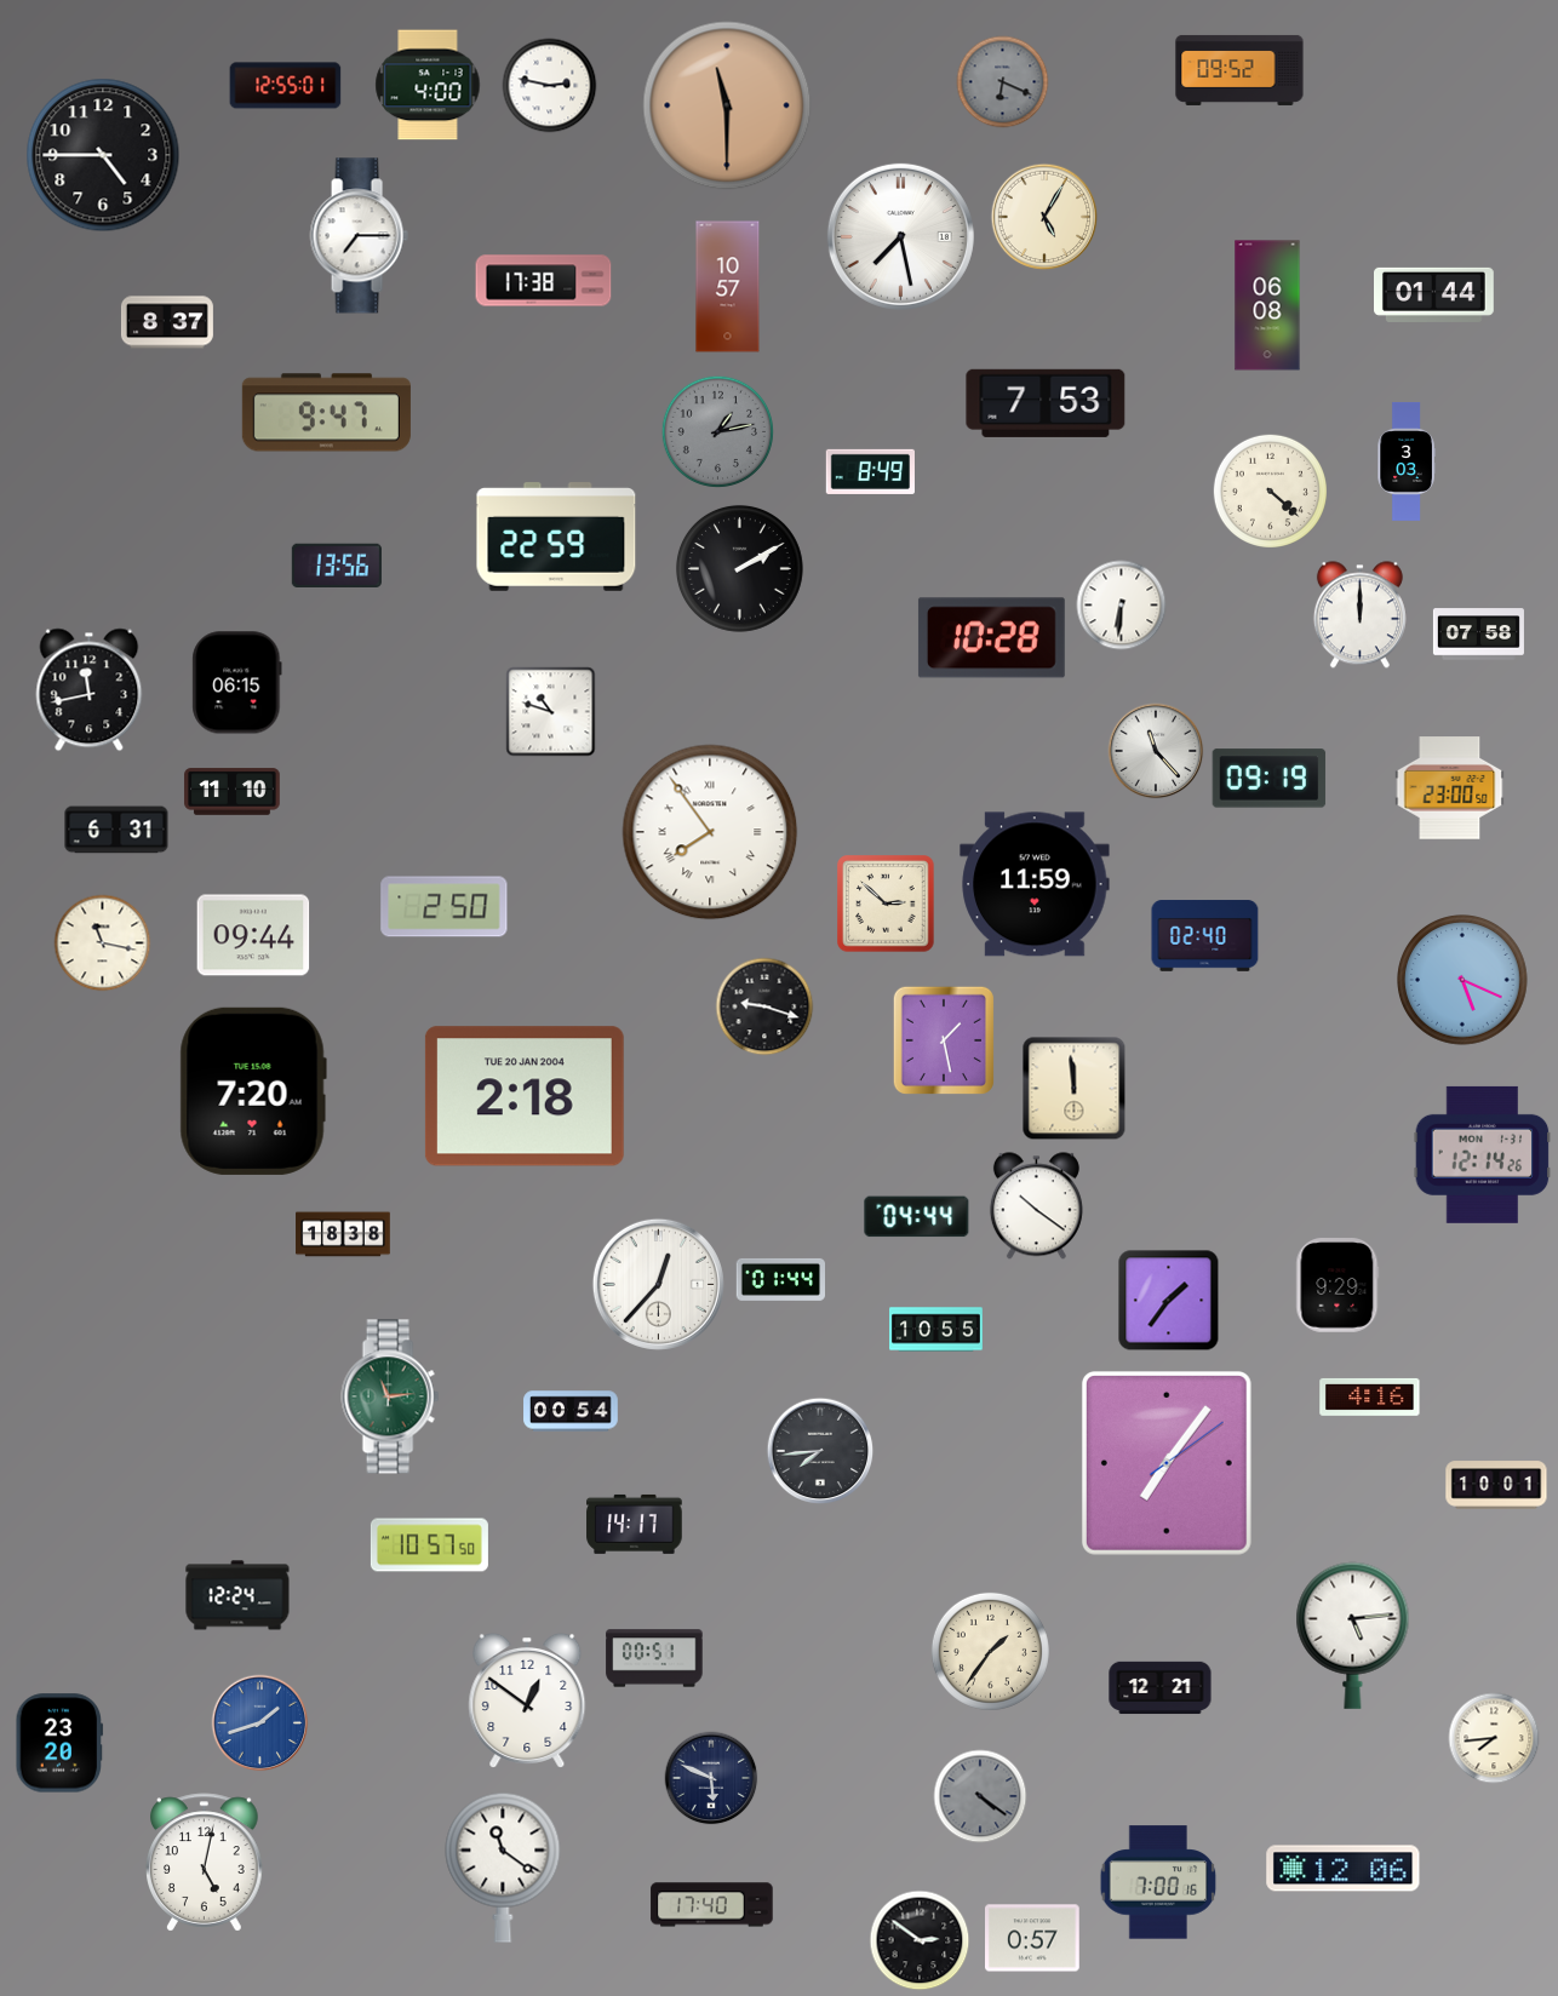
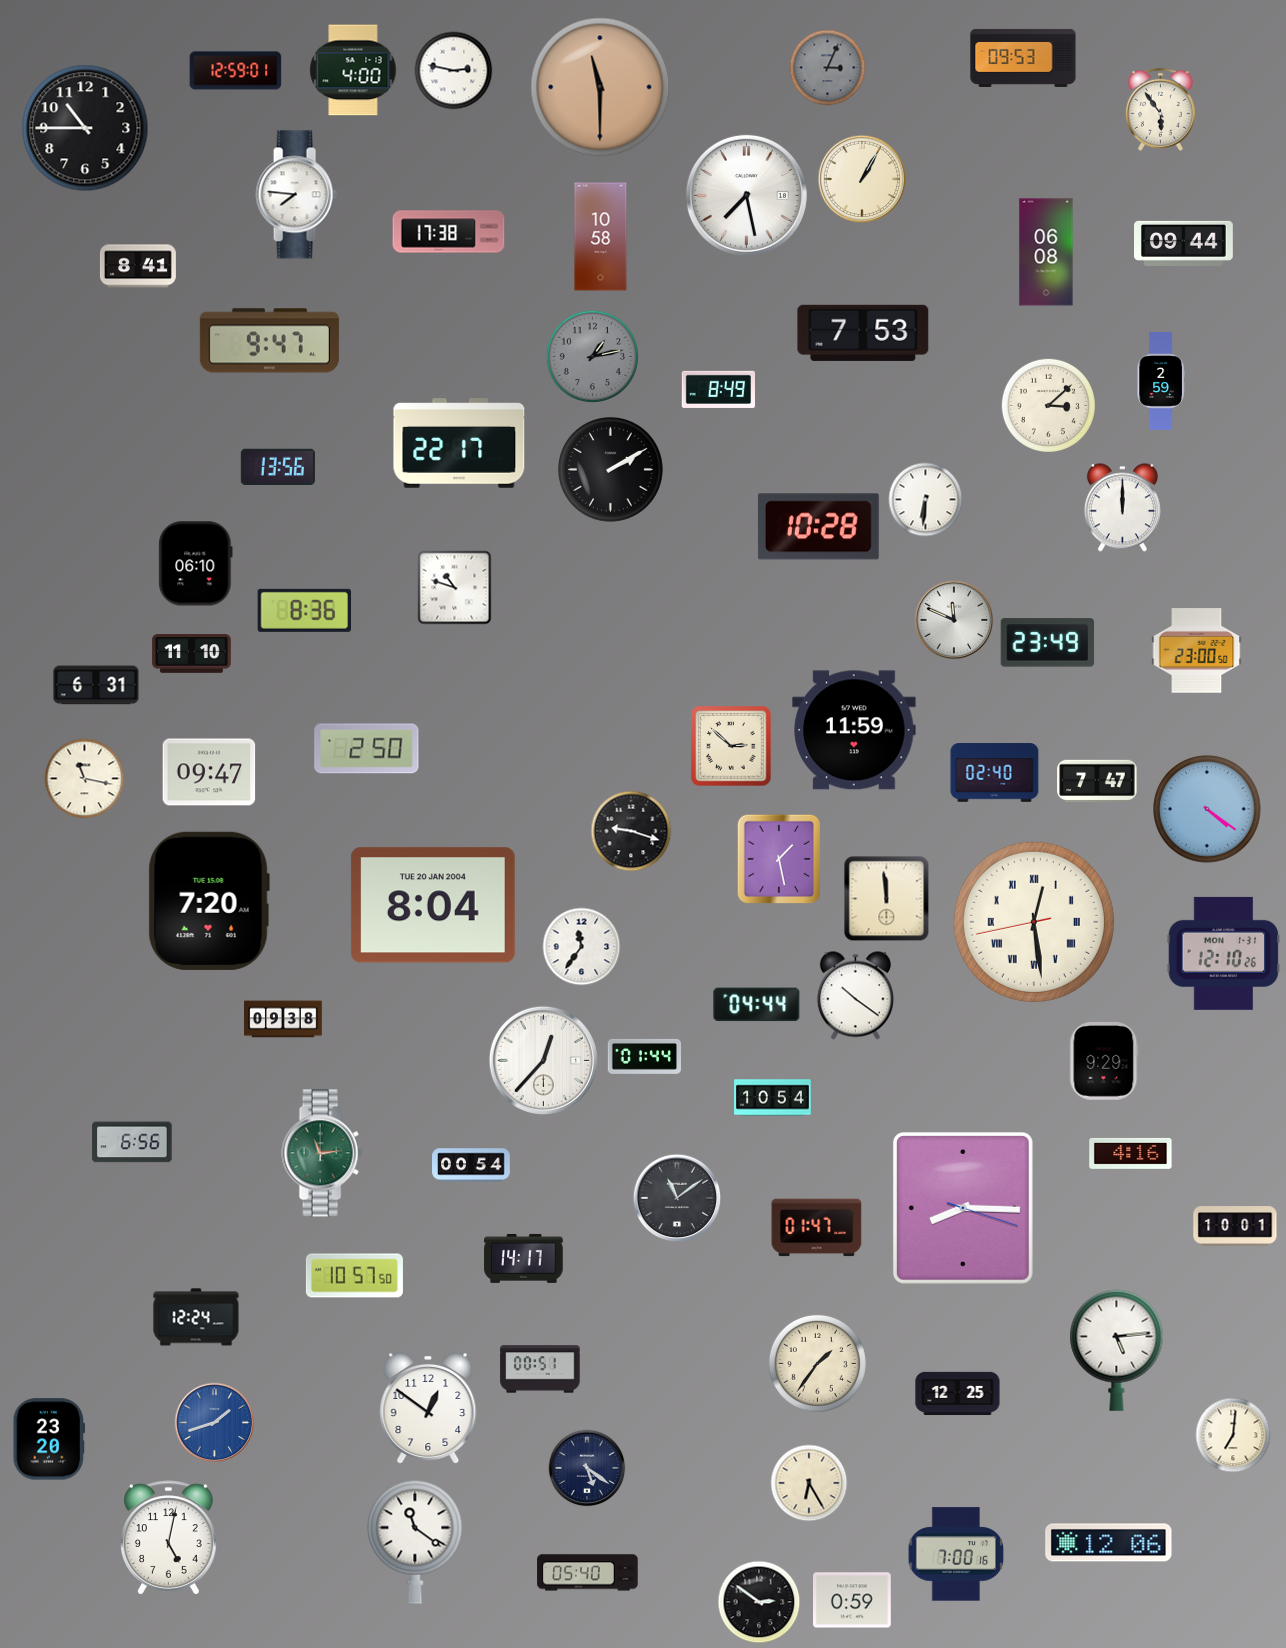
clock at (1239, 70): 09:52 -> 09:53
clock at (1003, 82): 6:19 -> 3:04
clock at (286, 86): 12:55 -> 12:59
clock at (1160, 109): none -> 5:54
clock at (103, 155): 4:45 -> 10:45
clock at (1044, 217): 5:05 -> 1:05
clock at (359, 236): 7:15 -> 7:46
clock at (900, 236) position: (900, 236) -> (746, 195)
clock at (728, 287): 10:57 -> 10:58
clock at (1434, 294): 01:44 -> 09:44
clock at (167, 322): 8:37 -> 8:41
clock at (1407, 461): 3:03 -> 2:59
clock at (1270, 491): 4:22 -> 3:08
clock at (556, 537): 22:59 -> 22:17
clock at (1478, 635): 07:58 -> none
clock at (237, 683): 06:15 -> 06:10
clock at (90, 690): 11:43 -> none
clock at (304, 610): none -> 8:36
clock at (1156, 751): 11:23 -> 11:49
clock at (1270, 779): 09:19 -> 23:49
clock at (710, 832): 7:54 -> none
clock at (253, 935): 09:44 -> 09:47
clock at (1097, 780): none -> 7:47
clock at (1462, 980): 5:19 -> 4:21
clock at (525, 1096): 2:18 -> 8:04
clock at (1034, 922): none -> 12:28
clock at (582, 947): none -> 11:36
clock at (1483, 1154): 12:14 -> 12:10
clock at (343, 1234): 18:38 -> 09:38
clock at (1169, 1301): 1:36 -> none
clock at (936, 1330): 10:55 -> 10:54
clock at (132, 1142): none -> 6:56
clock at (820, 1451): 7:44 -> 11:09
clock at (1167, 1463): 7:06 -> 8:15
clock at (817, 1228): none -> 01:47
clock at (1161, 1688): 12:21 -> 12:25
clock at (527, 1700) position: (527, 1700) -> (428, 1408)
clock at (1494, 1738): 7:44 -> 7:01
clock at (711, 1778): 5:49 -> 5:21
clock at (980, 1796): 4:21 -> 6:25
clock at (980, 1796) dial: grey -> cream
clock at (712, 1905): 17:40 -> 05:40
clock at (1033, 1938): 0:57 -> 0:59
